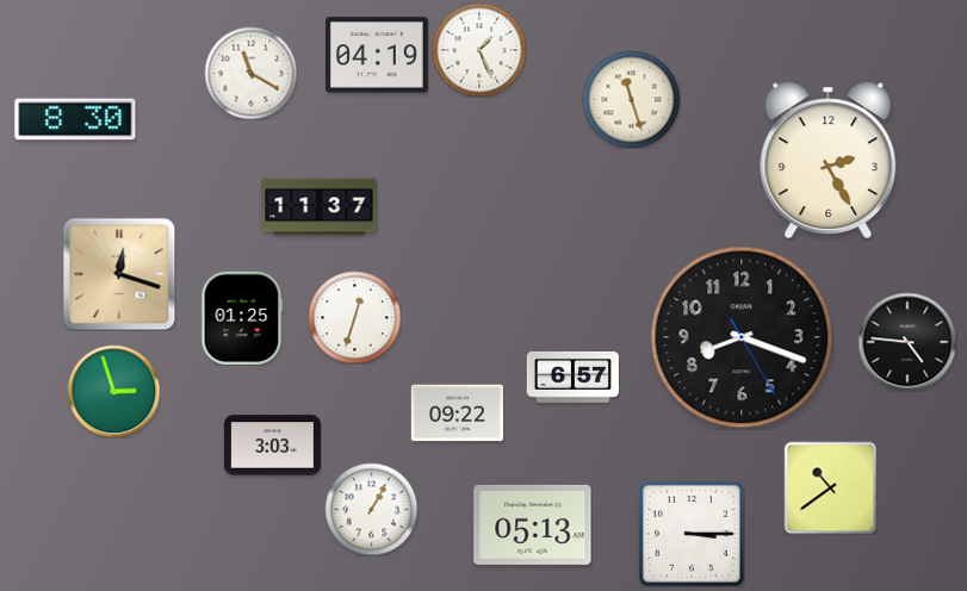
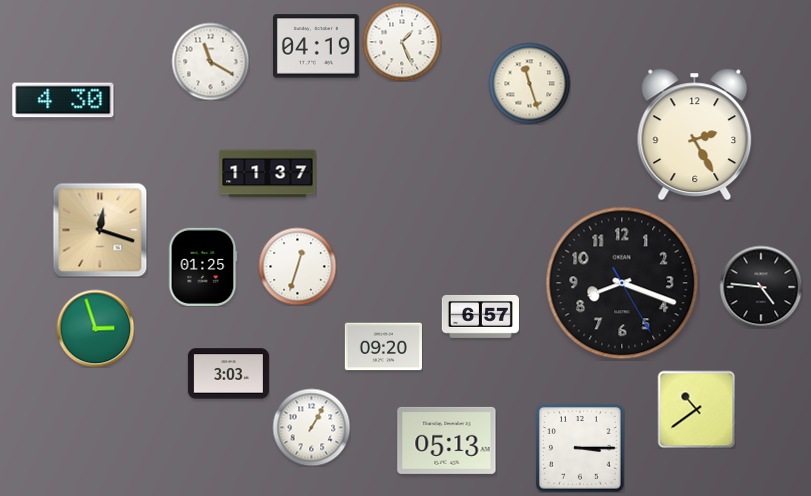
clock at (75, 119): 8:30 -> 4:30
clock at (457, 413): 09:22 -> 09:20
